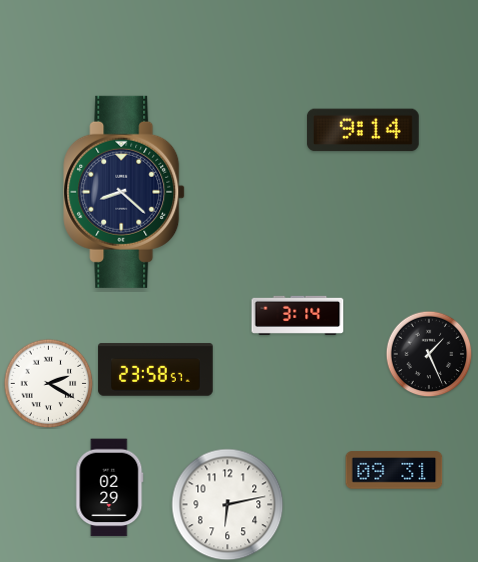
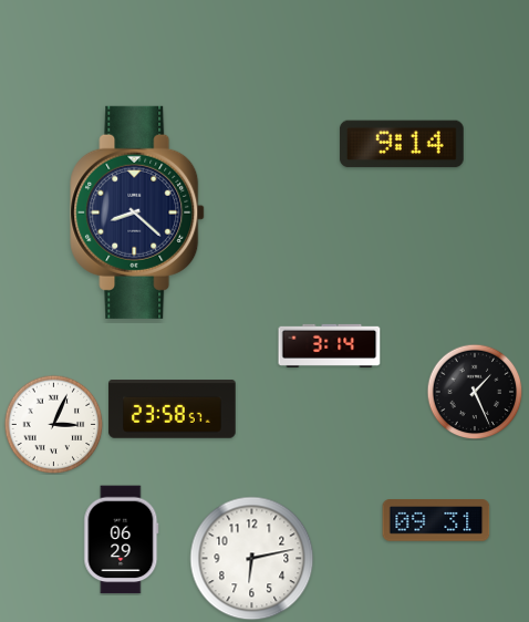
clock at (298, 315) position: (298, 315) -> (330, 345)
clock at (48, 383): 2:20 -> 3:04
clock at (110, 488): 02:29 -> 06:29
